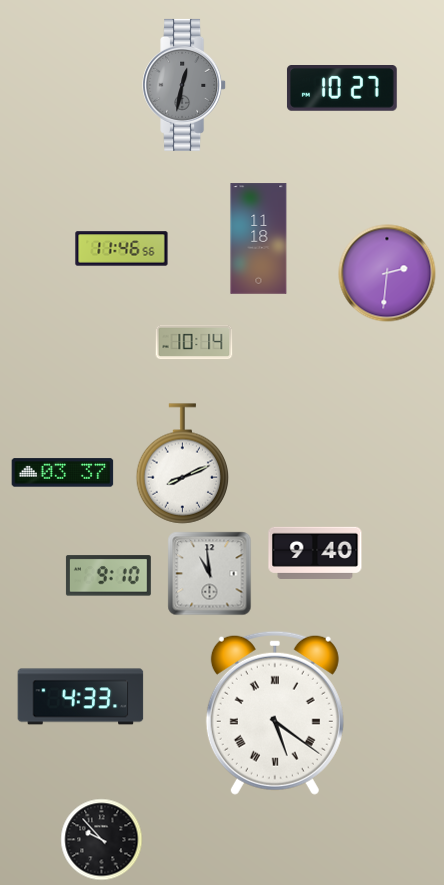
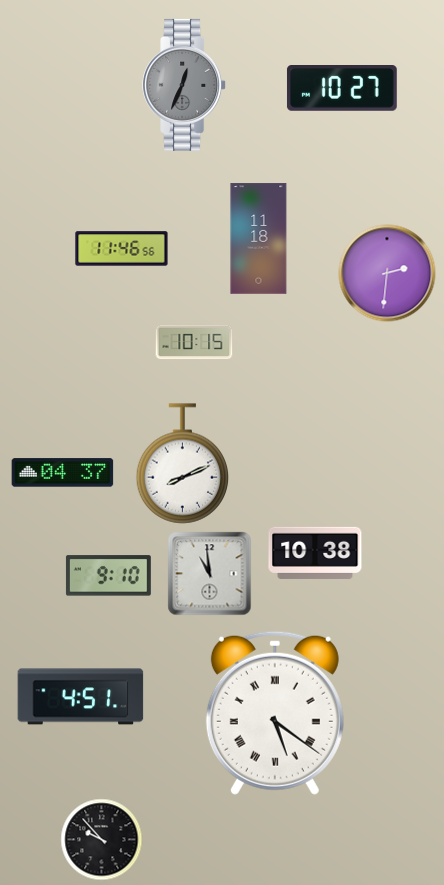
clock at (185, 85): 12:32 -> 12:34
clock at (194, 342): 10:14 -> 10:15
clock at (63, 473): 03:37 -> 04:37
clock at (315, 553): 9:40 -> 10:38
clock at (81, 697): 4:33 -> 4:51
